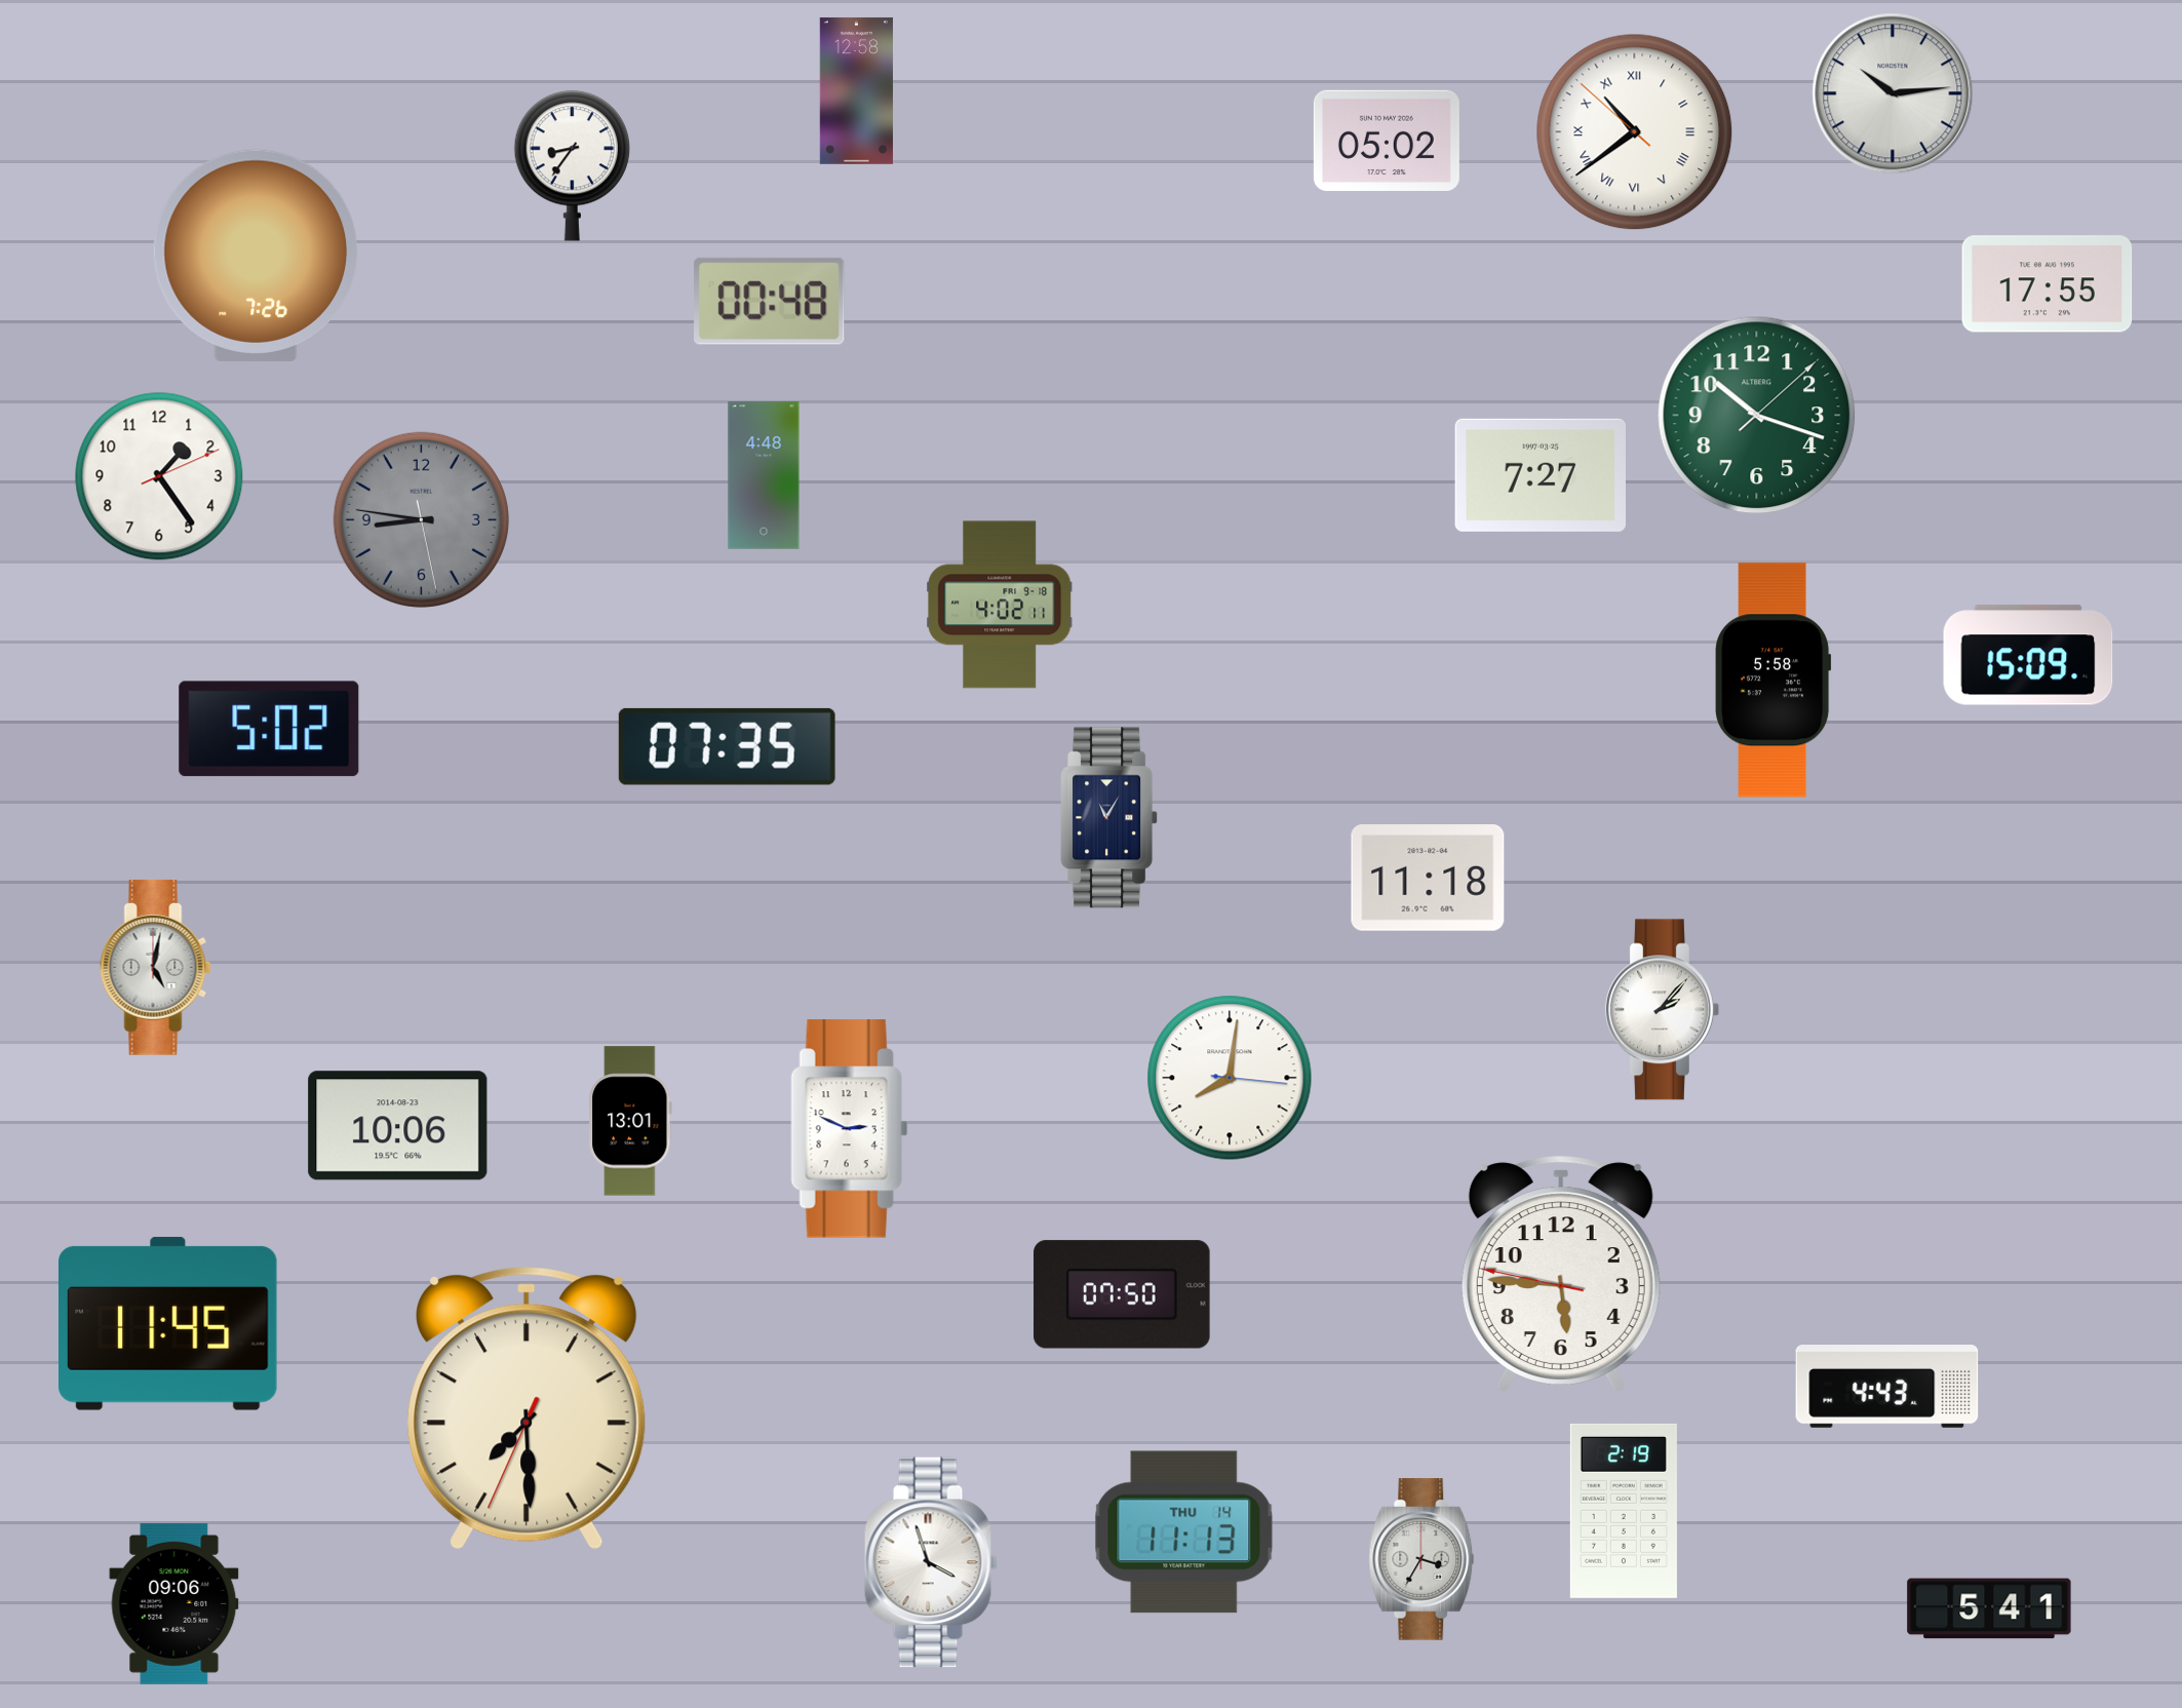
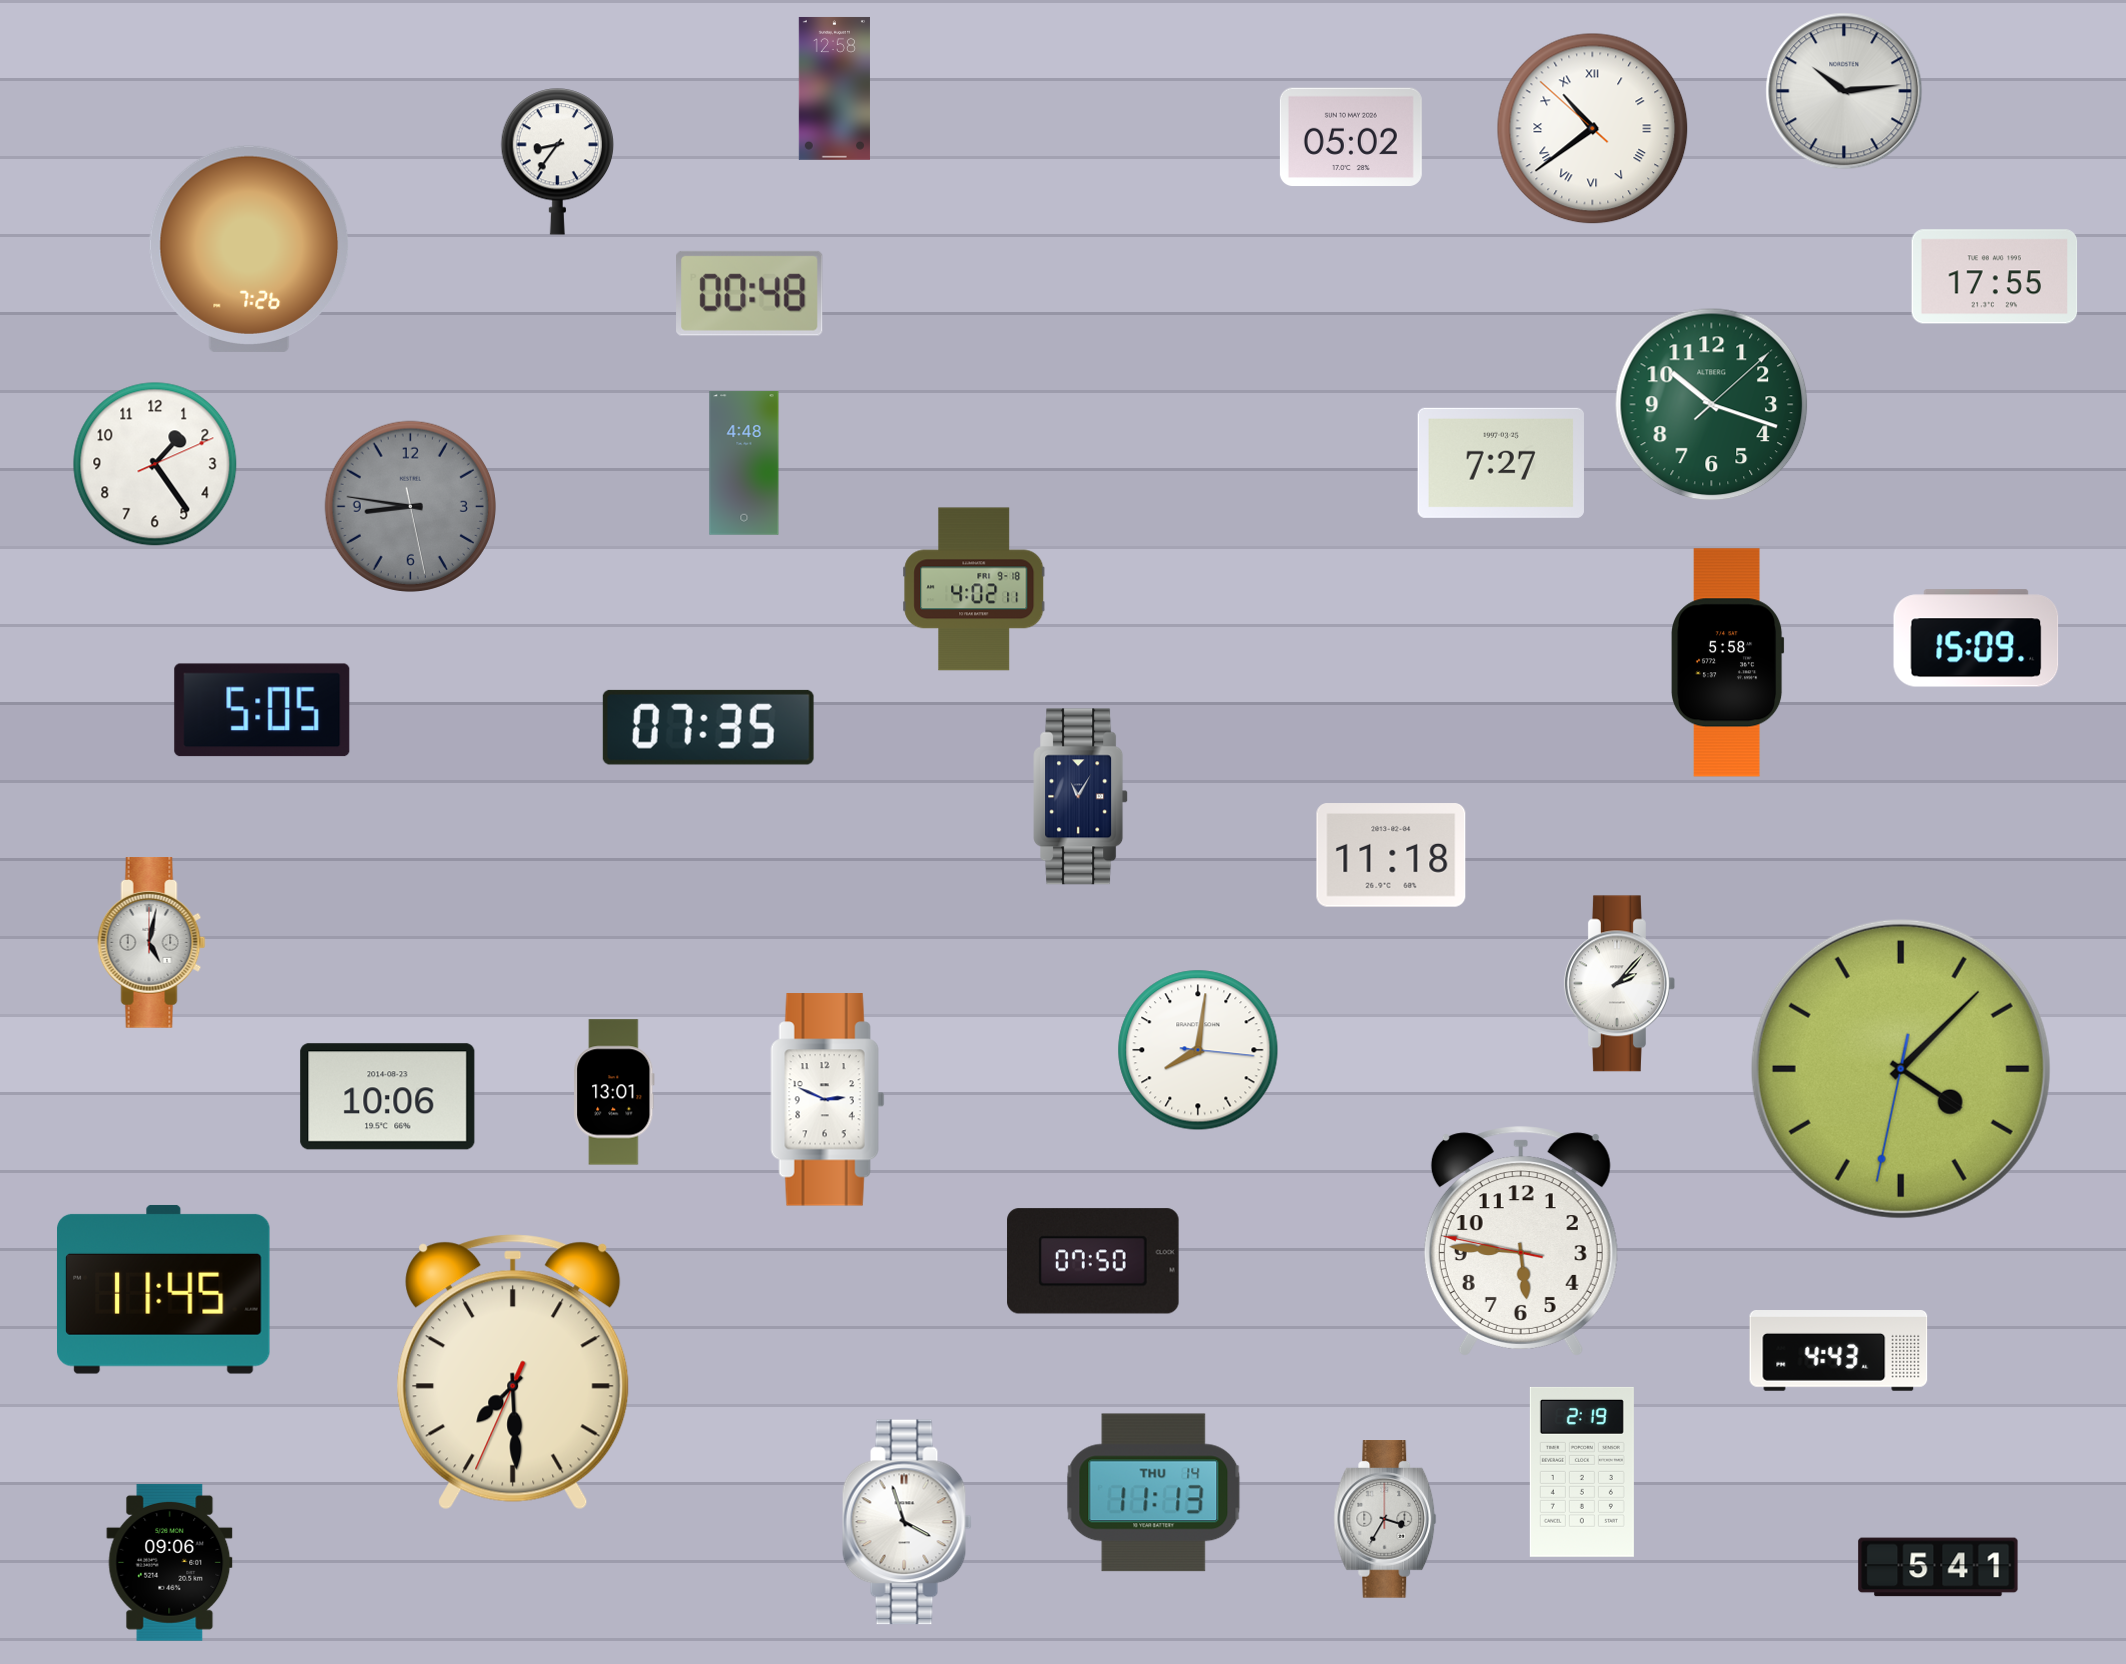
clock at (269, 729): 5:02 -> 5:05
clock at (1901, 1069): none -> 4:07
